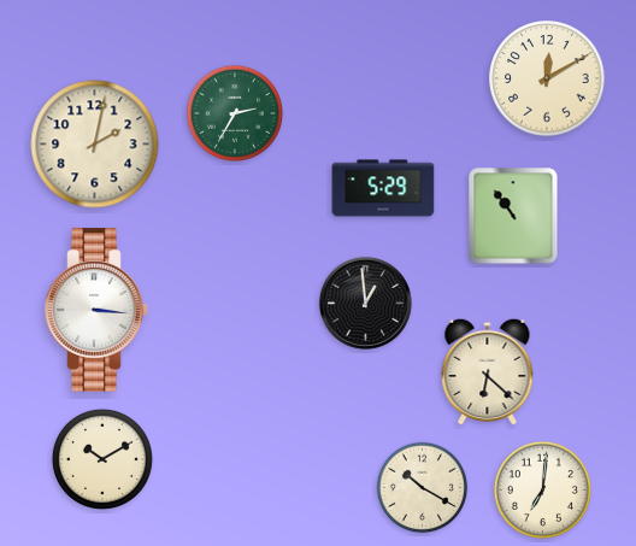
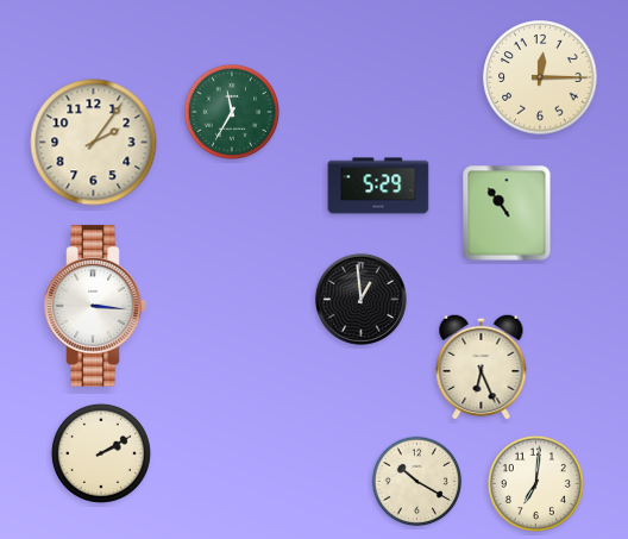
clock at (547, 78): 12:10 -> 12:15
clock at (235, 113): 2:35 -> 11:35
clock at (95, 145): 2:02 -> 2:06
clock at (488, 371): 6:22 -> 6:26
clock at (102, 459): 10:10 -> 2:10
